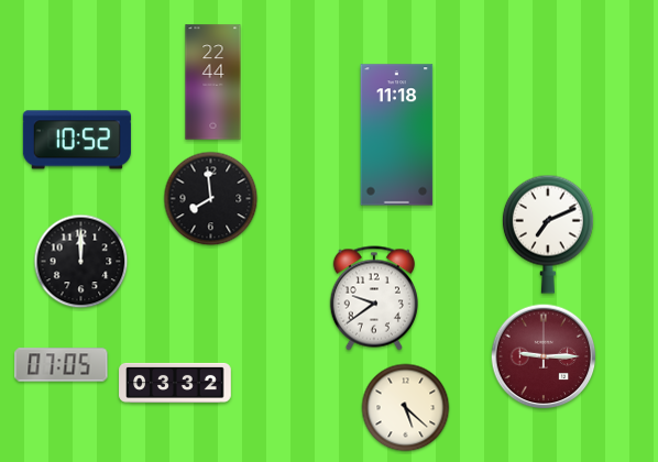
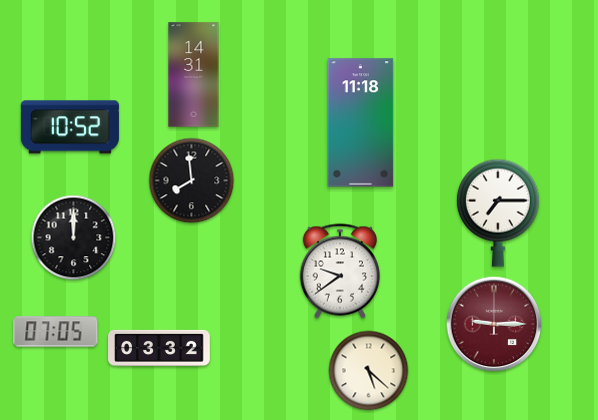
clock at (213, 82): 22:44 -> 14:31
clock at (548, 234): 7:11 -> 7:15
